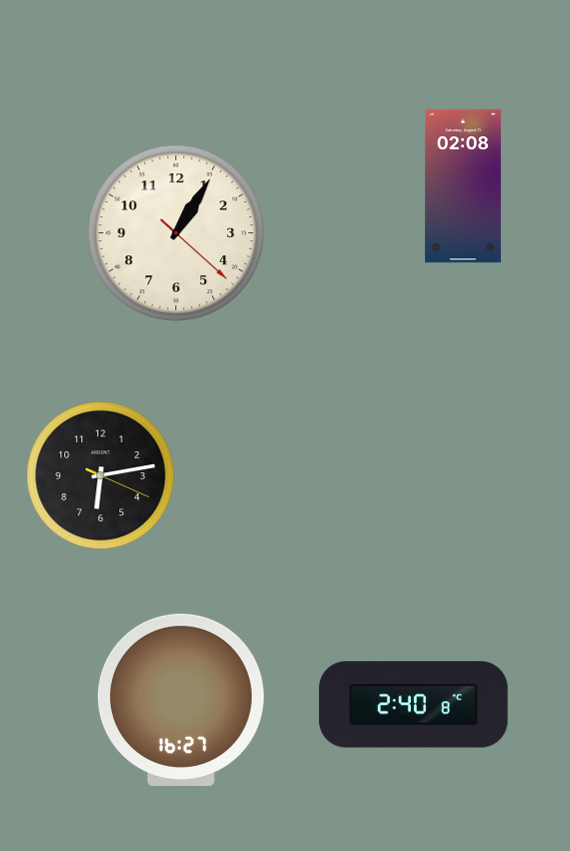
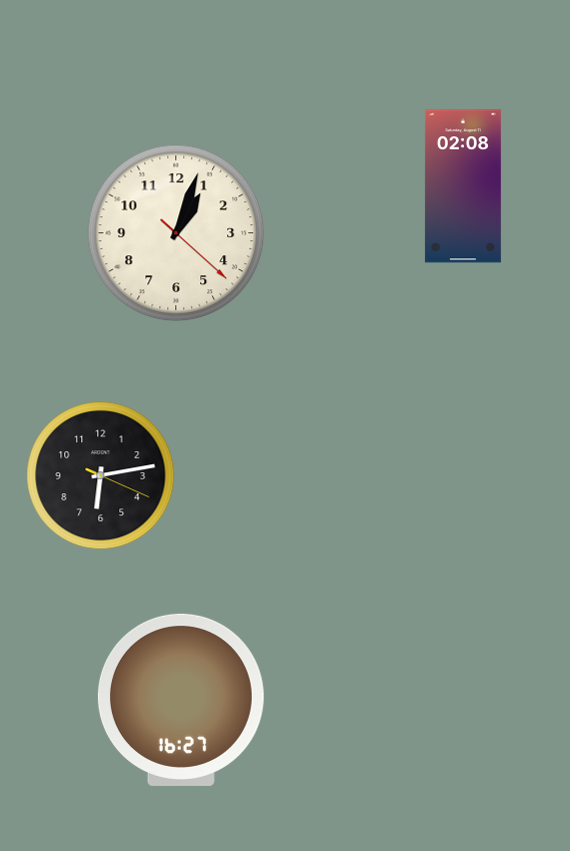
clock at (176, 233): 1:05 -> 1:03
clock at (414, 705): 2:40 -> none
